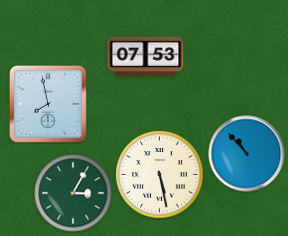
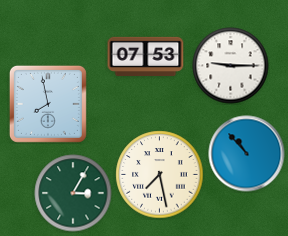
clock at (231, 66): none -> 9:15
clock at (160, 175): 5:28 -> 7:28
